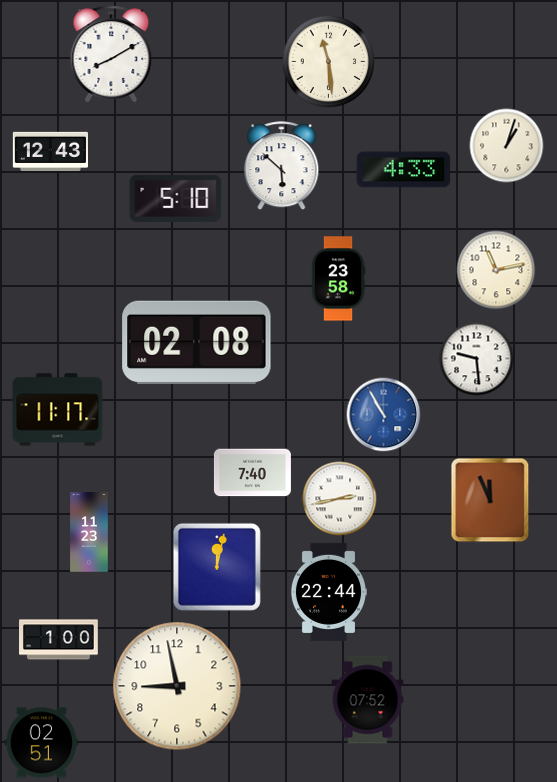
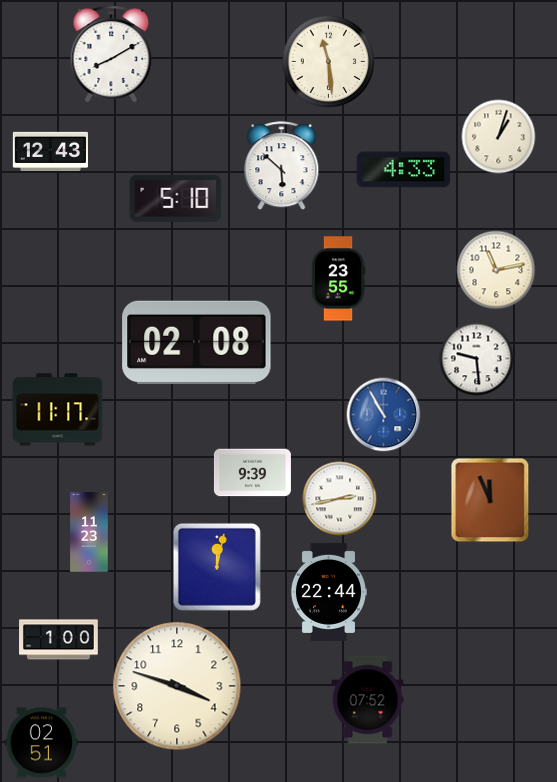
clock at (507, 146) position: (507, 146) -> (499, 137)
clock at (338, 279): 23:58 -> 23:55
clock at (252, 473): 7:40 -> 9:39
clock at (177, 686): 8:58 -> 3:48
